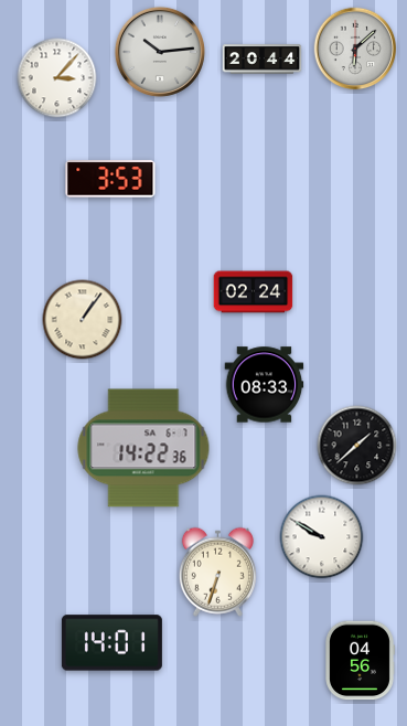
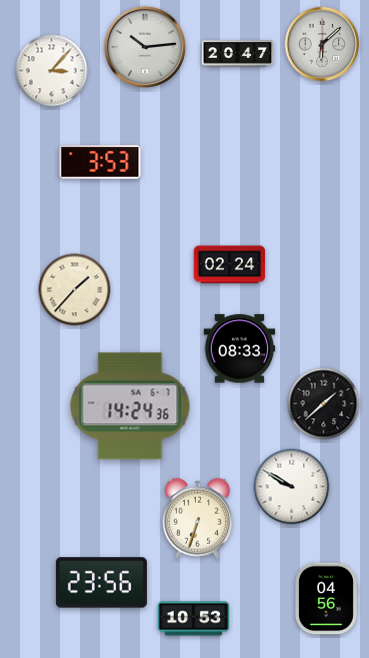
clock at (263, 60): 20:44 -> 20:47
clock at (83, 320): 1:06 -> 1:37
clock at (143, 448): 14:22 -> 14:24
clock at (111, 643): 14:01 -> 23:56
clock at (194, 619): none -> 10:53
